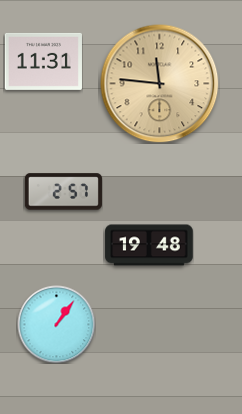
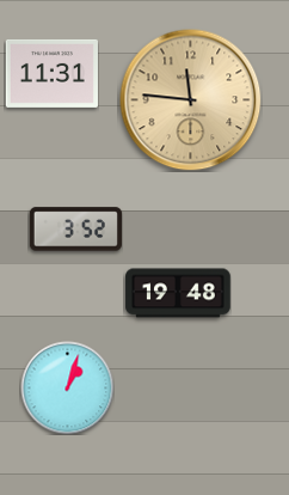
clock at (63, 192): 2:57 -> 3:52
clock at (56, 324): 1:06 -> 1:03
